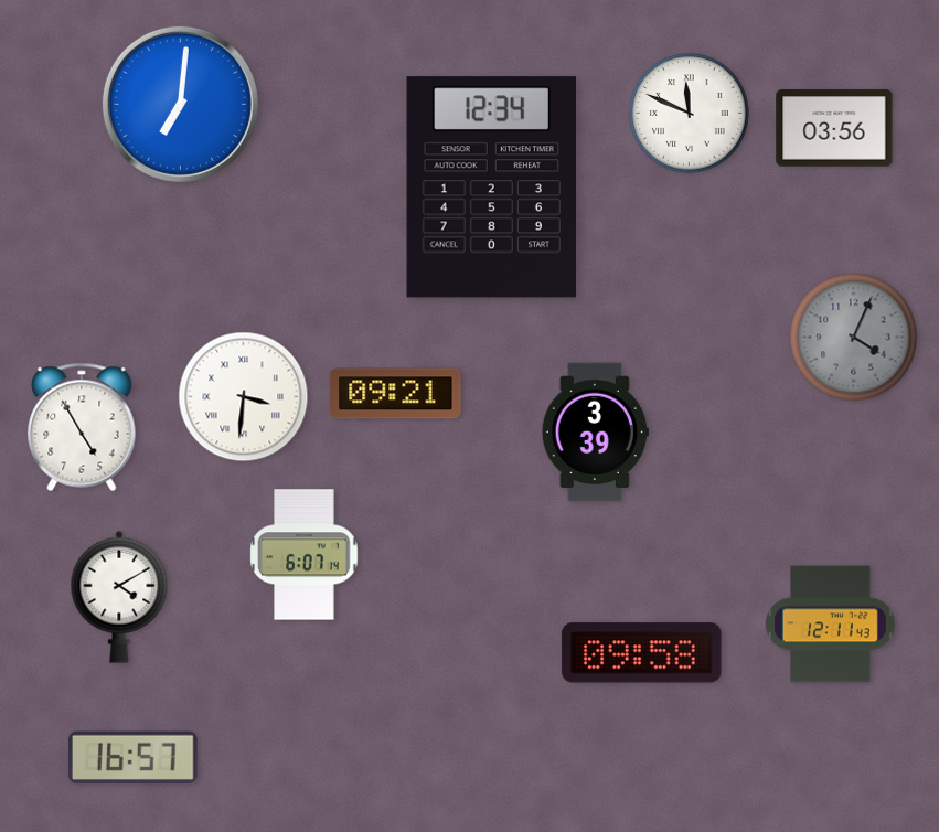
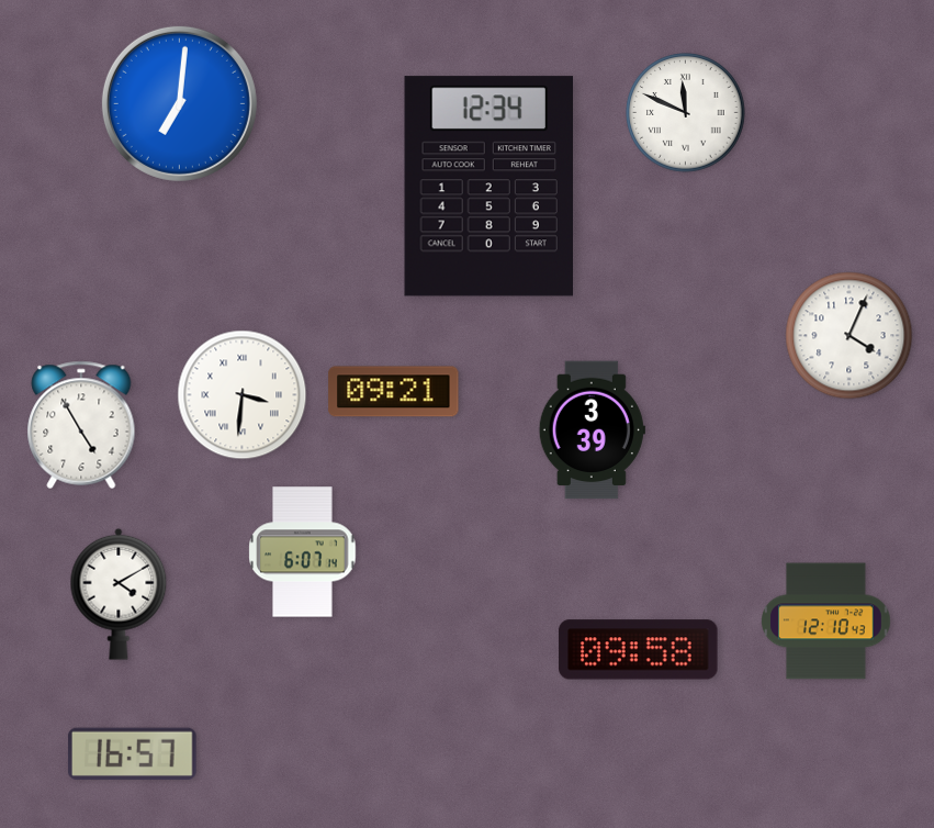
clock at (834, 128): 03:56 -> none
clock at (854, 338) dial: grey -> white
clock at (831, 625): 12:11 -> 12:10
